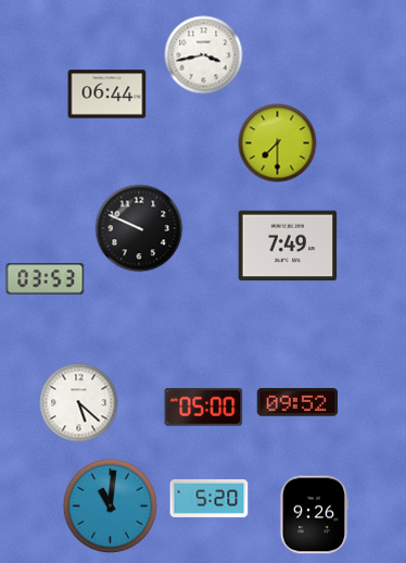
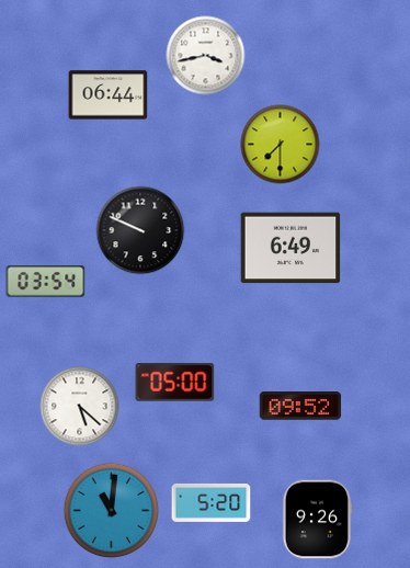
clock at (288, 246): 7:49 -> 6:49
clock at (46, 279): 03:53 -> 03:54
clock at (204, 408) position: (204, 408) -> (175, 383)
